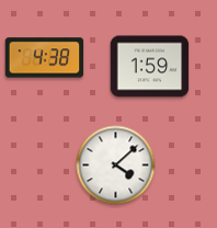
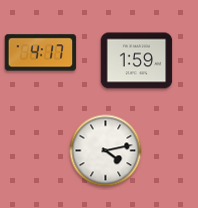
clock at (45, 58): 4:38 -> 4:17
clock at (116, 166): 4:08 -> 4:13
